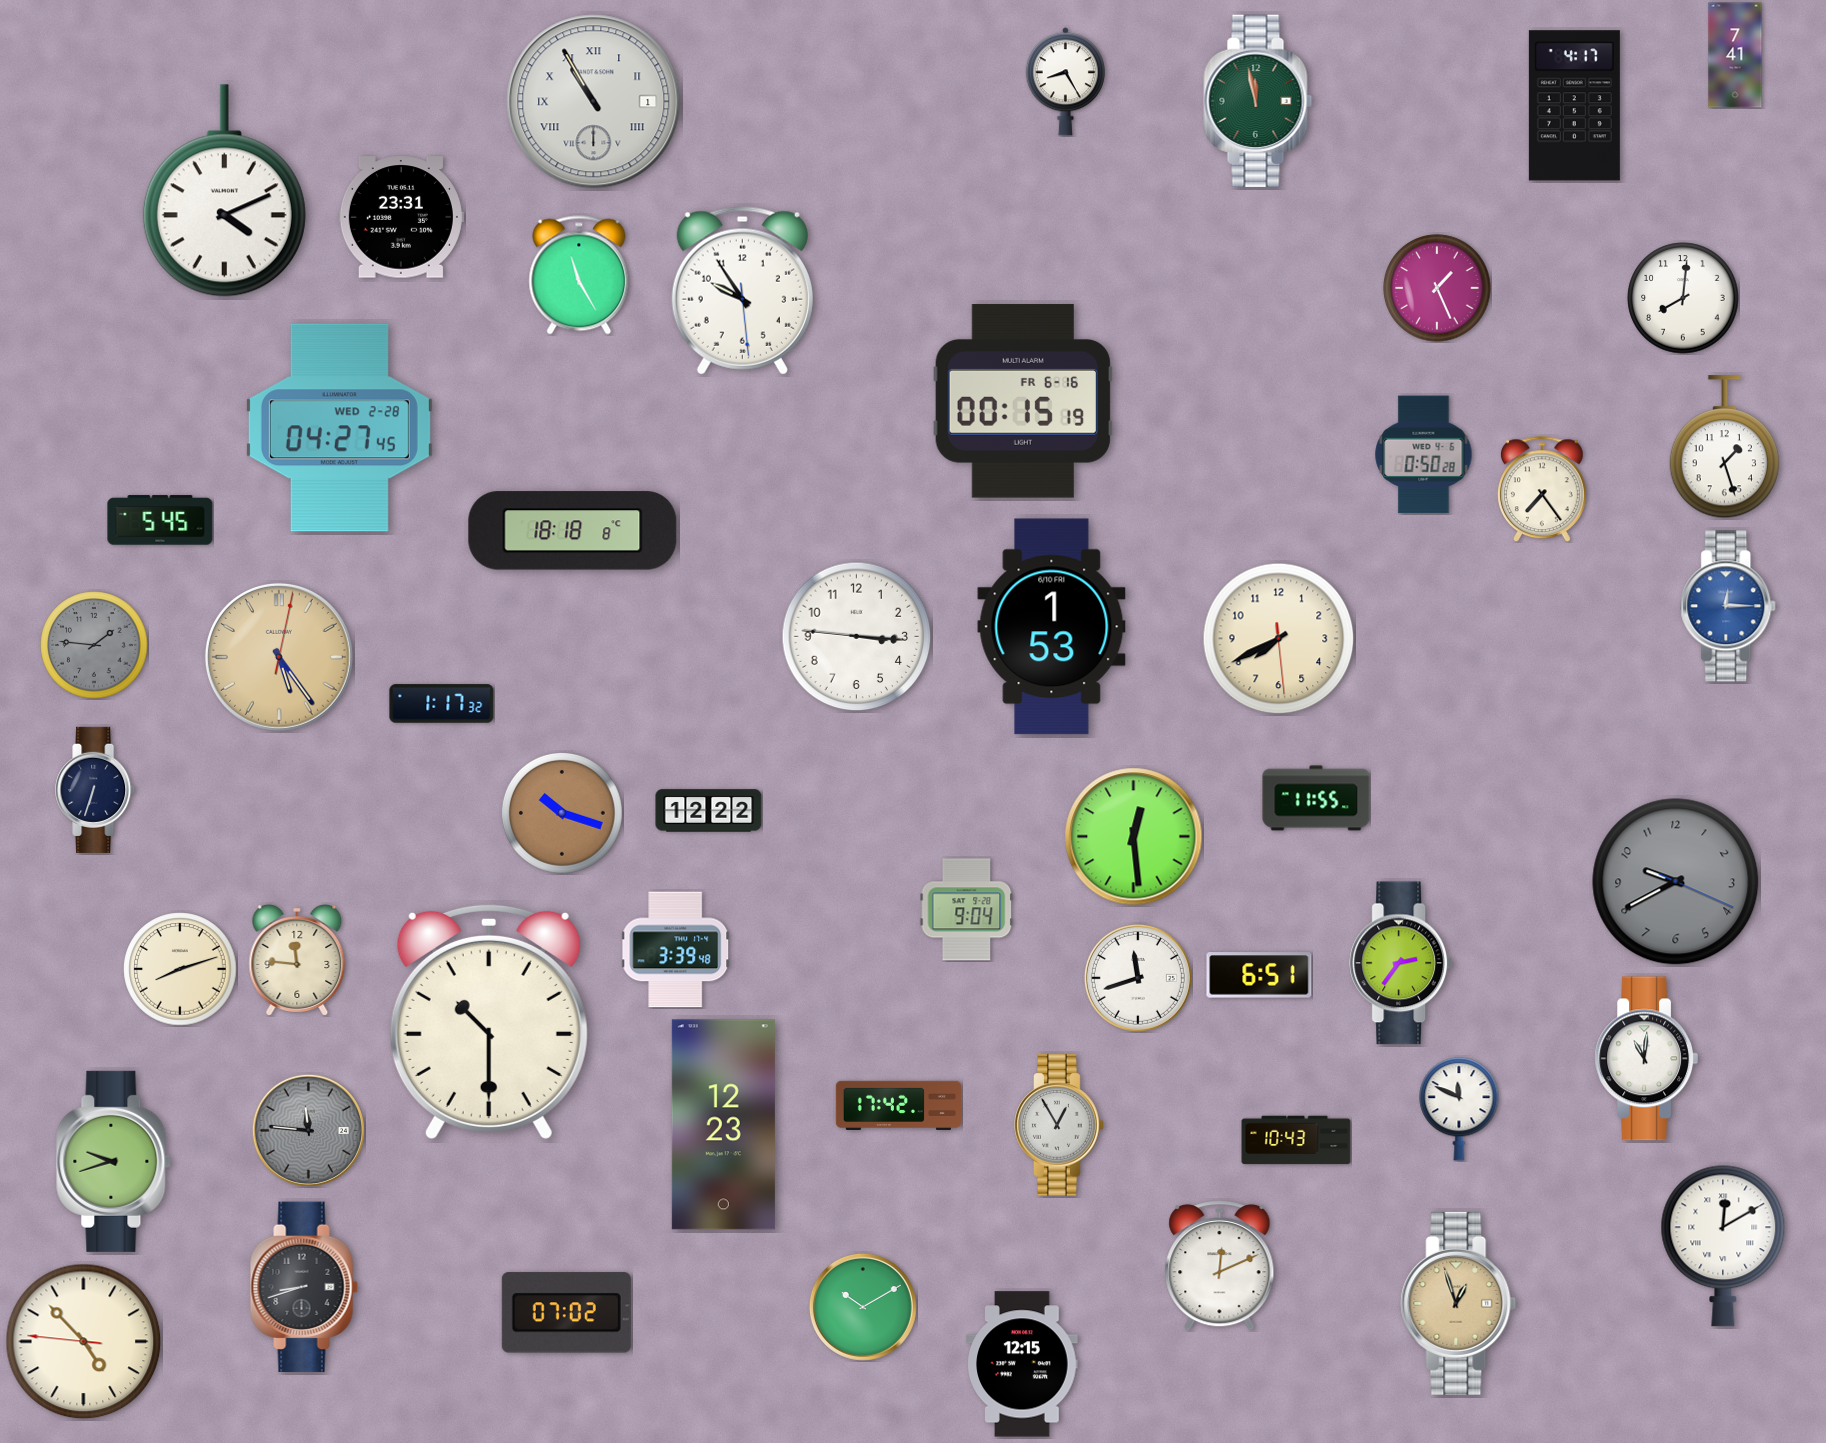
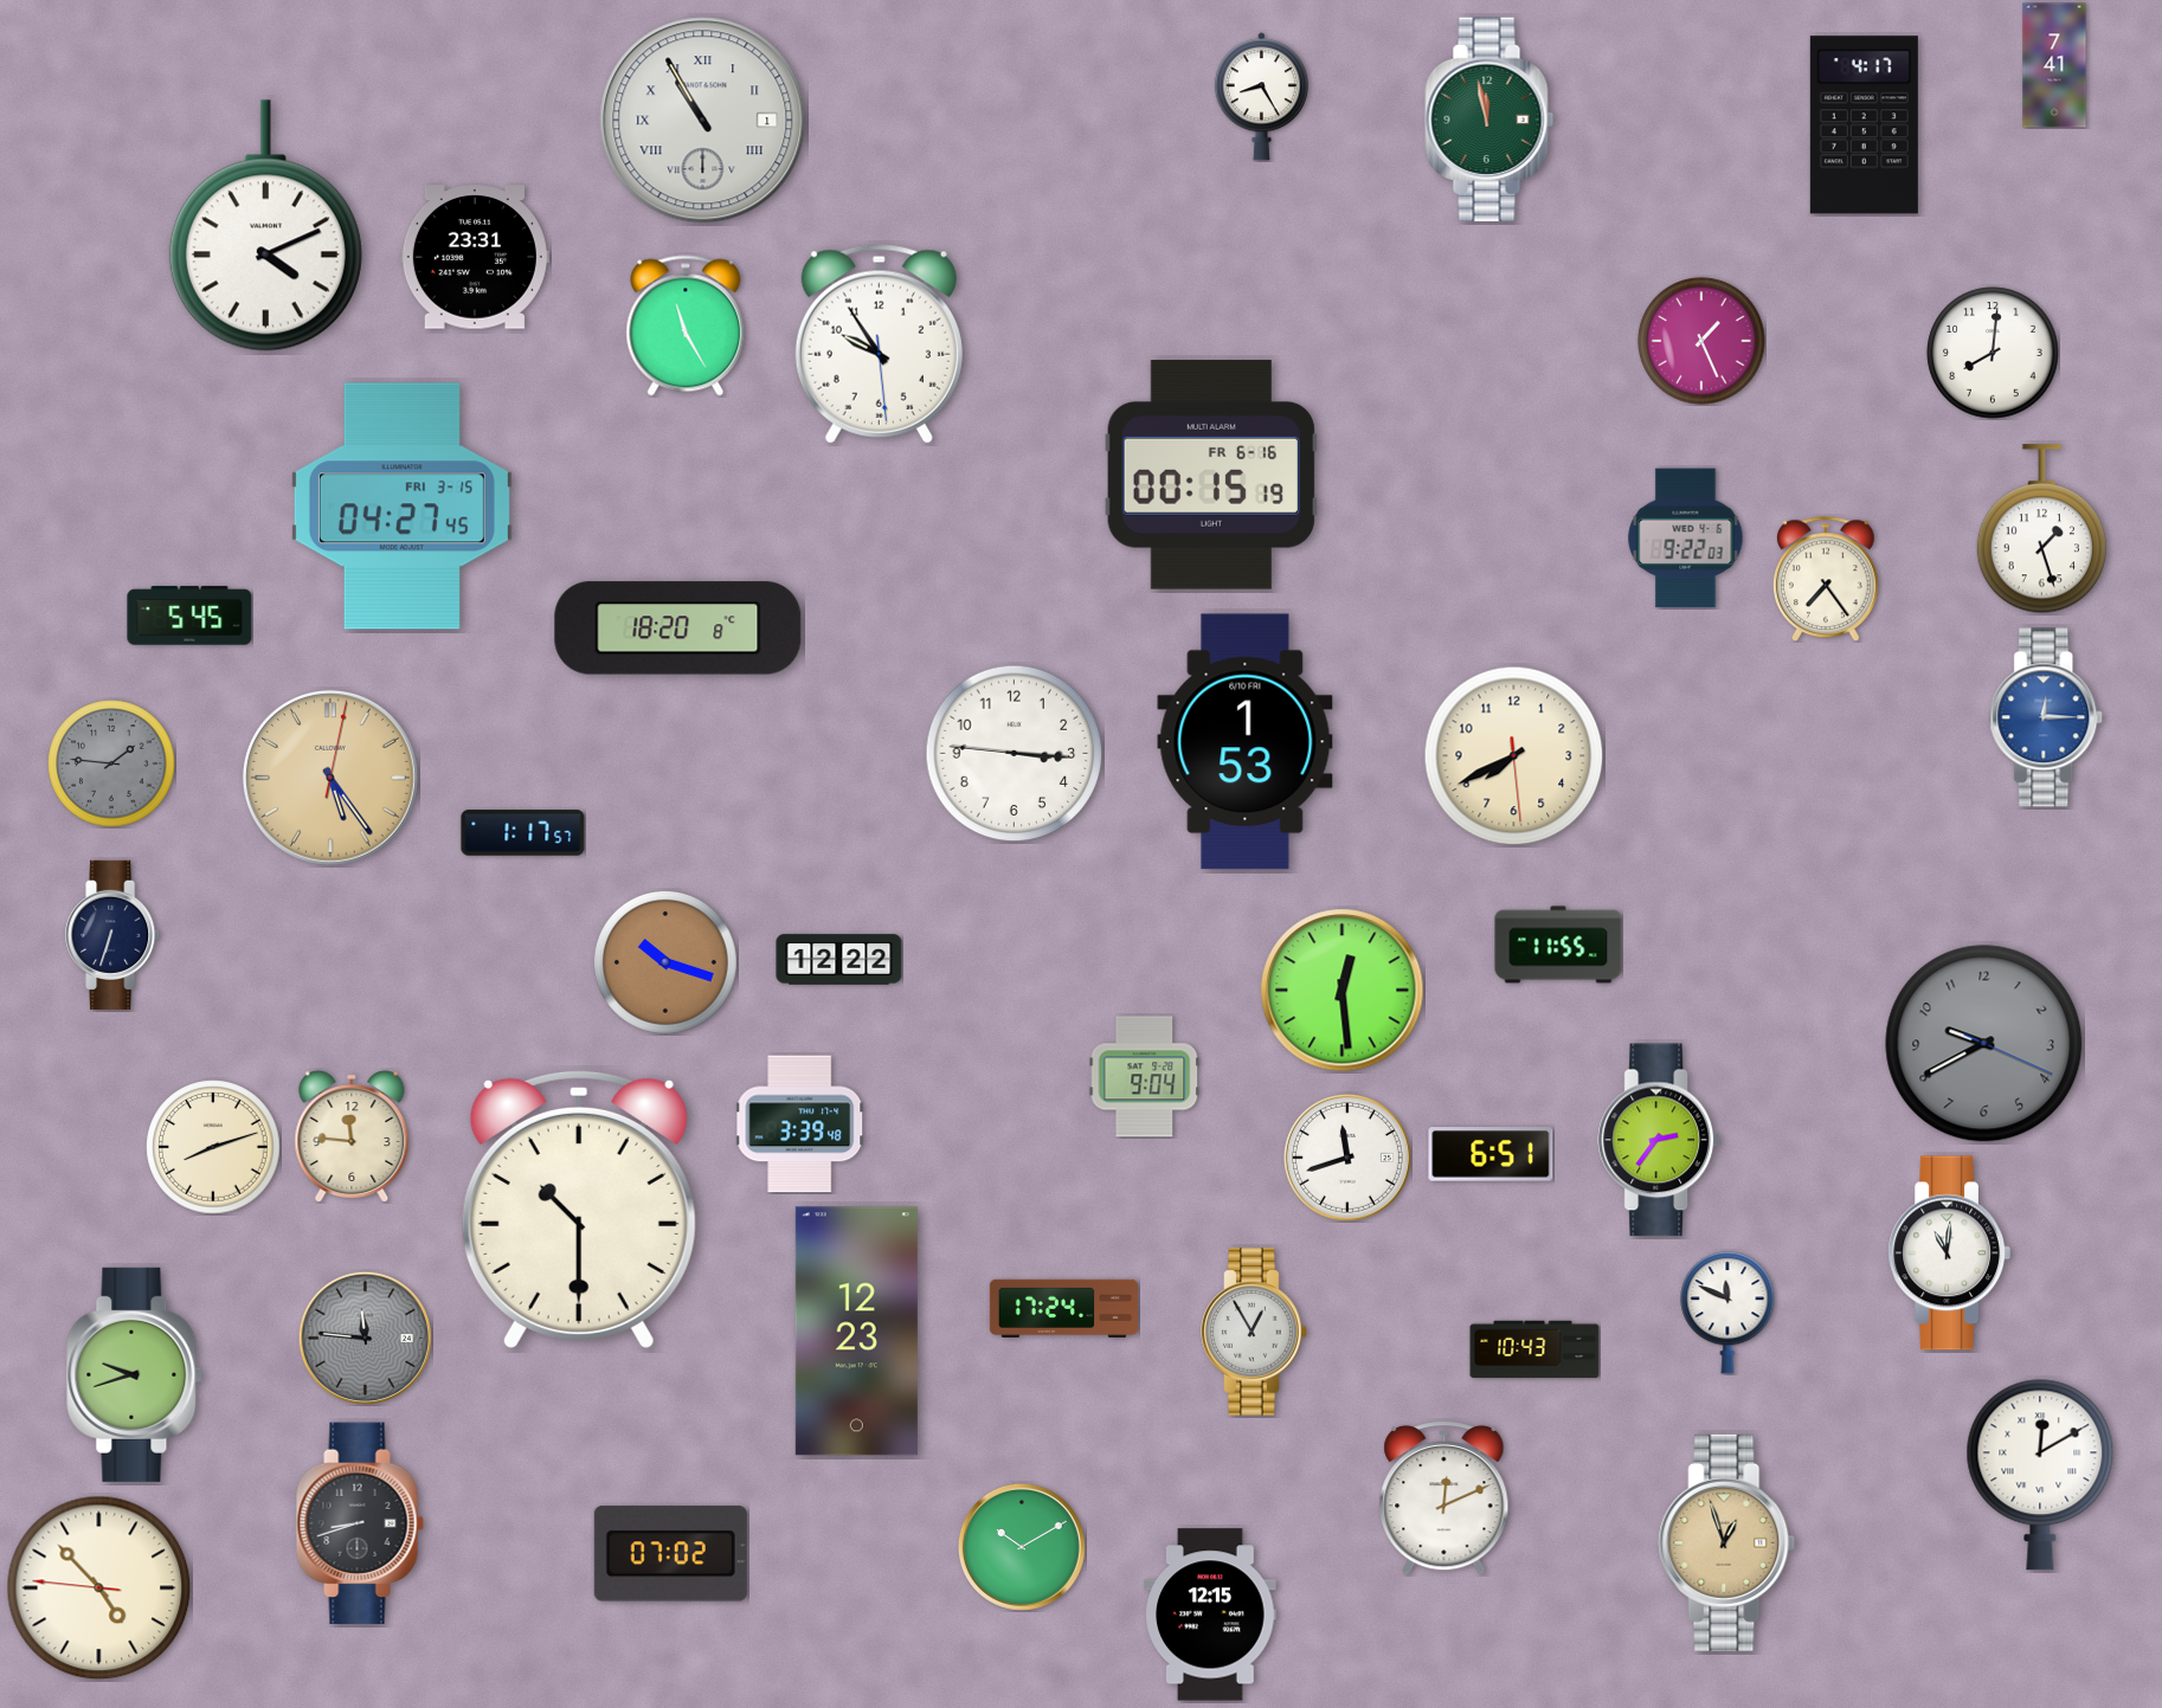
clock at (339, 428) date: WED 2-28 -> FRI 3-15
clock at (1424, 455): 0:50 -> 9:22
clock at (573, 531): 18:18 -> 18:20
clock at (442, 704): 1:17:32 -> 1:17:57
clock at (898, 1105): 17:42 -> 17:24
